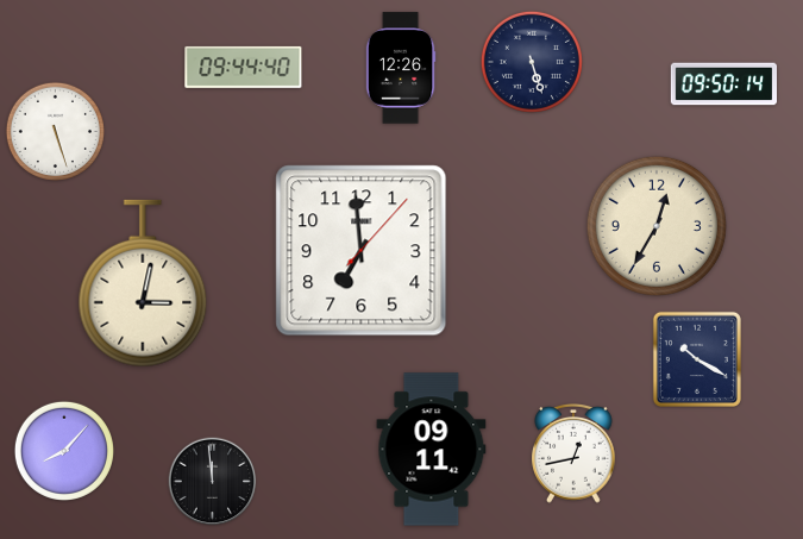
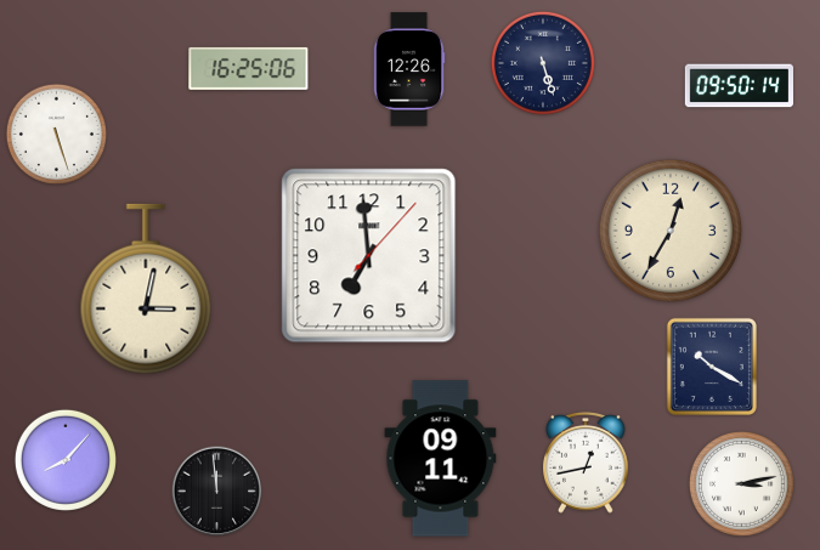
clock at (244, 67): 09:44 -> 16:25
clock at (741, 483): none -> 3:13
